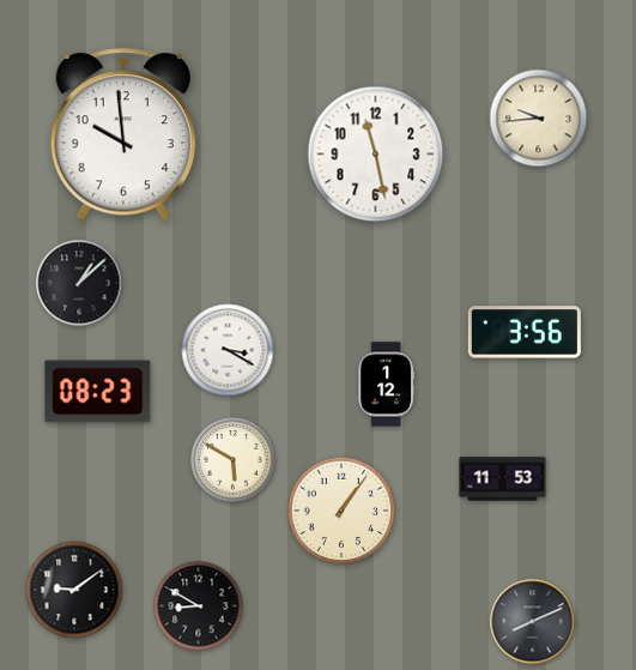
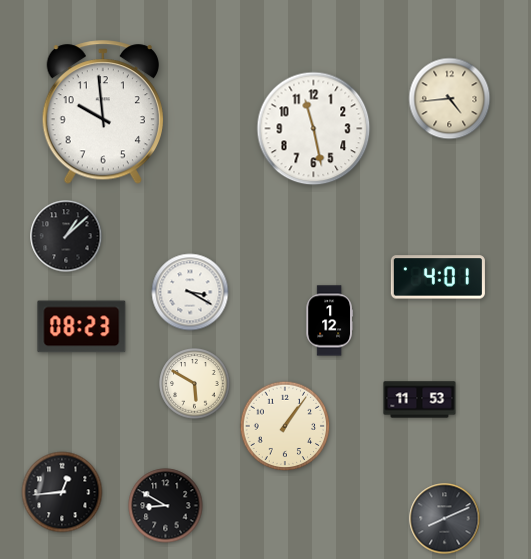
clock at (539, 119): 9:44 -> 4:44
clock at (525, 332): 3:56 -> 4:01
clock at (386, 385) position: (386, 385) -> (329, 321)
clock at (74, 590): 9:09 -> 12:44
